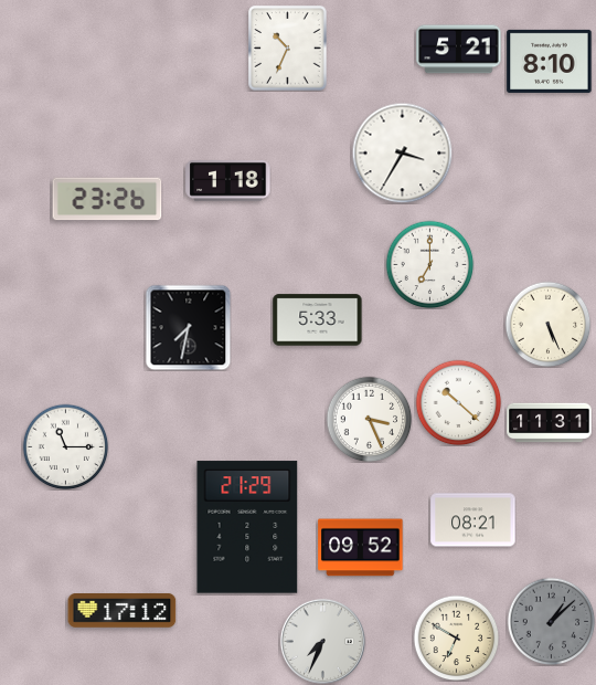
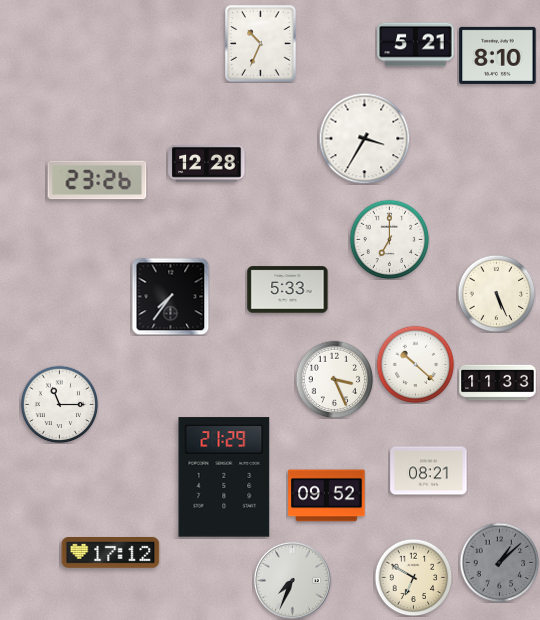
clock at (228, 181): 1:18 -> 12:28
clock at (188, 327): 7:32 -> 7:36
clock at (550, 423): 11:31 -> 11:33
